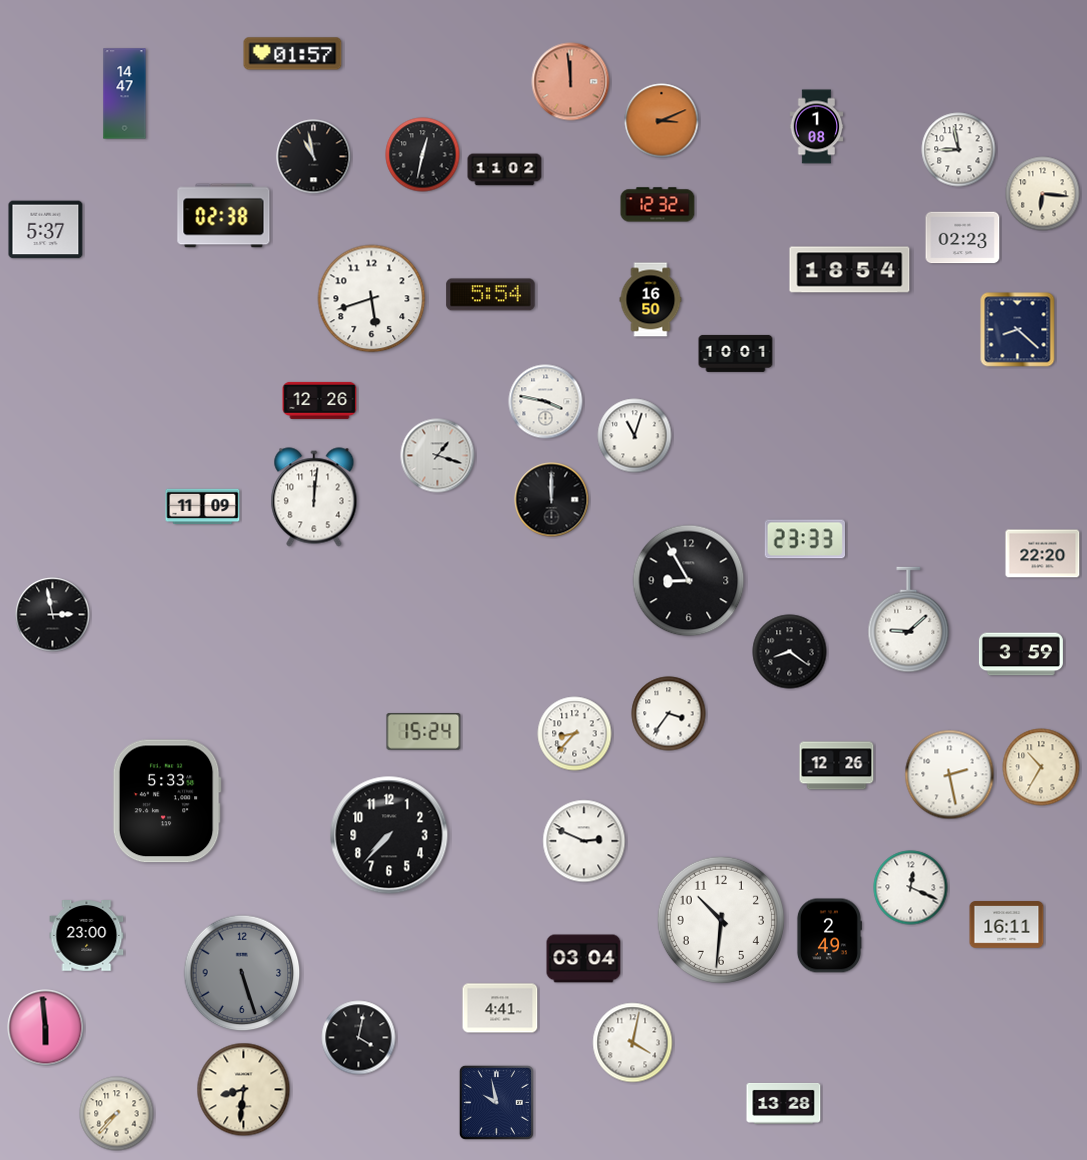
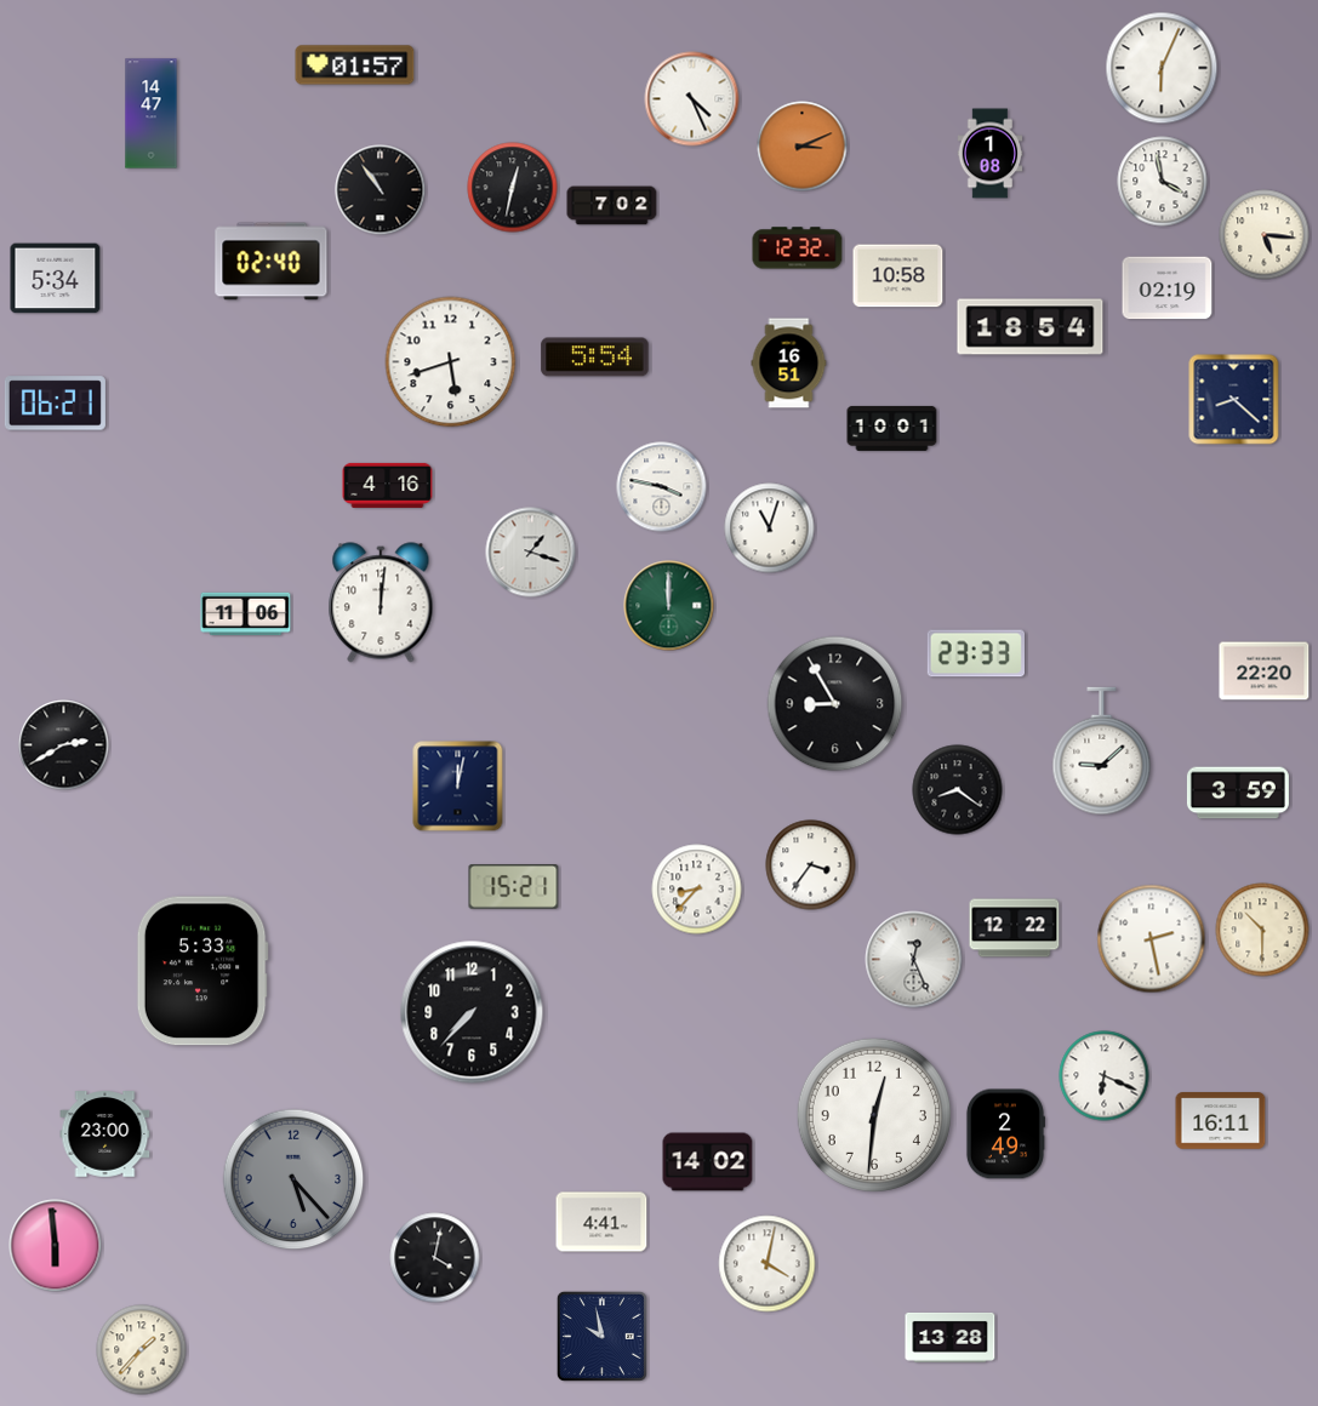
clock at (1162, 68): none -> 6:04
clock at (571, 82): 11:59 -> 4:26
clock at (571, 82) dial: salmon -> white
clock at (959, 150): 8:58 -> 3:58
clock at (314, 157): 10:58 -> 10:54
clock at (505, 170): 11:02 -> 7:02
clock at (1043, 194): 6:16 -> 5:16
clock at (224, 216): 02:38 -> 02:40
clock at (898, 276): none -> 10:58
clock at (46, 230): 5:37 -> 5:34
clock at (963, 238): 02:23 -> 02:19
clock at (651, 300): 16:50 -> 16:51
clock at (55, 404): none -> 06:21
clock at (320, 400): 12:26 -> 4:16
clock at (552, 500) dial: black -> green
clock at (203, 507): 11:09 -> 11:06
clock at (53, 615): 2:58 -> 2:40
clock at (458, 787): none -> 12:02
clock at (424, 732): 15:24 -> 15:21
clock at (837, 766): 12:26 -> 12:22
clock at (1041, 767): 10:35 -> 10:30
clock at (914, 960): none -> 12:26
clock at (584, 841): 2:49 -> none
clock at (911, 888): 12:19 -> 6:19
clock at (721, 920): 10:31 -> 12:31
clock at (584, 959): 03:04 -> 14:02
clock at (242, 973): 5:27 -> 5:23
clock at (500, 1008) position: (500, 1008) -> (601, 1222)
clock at (244, 1090): 8:31 -> none
clock at (117, 1114): 7:37 -> 1:37
